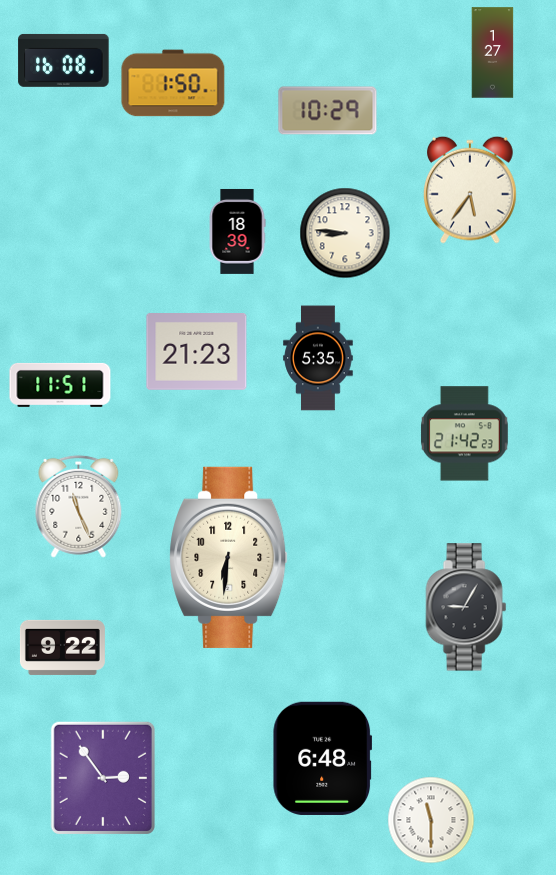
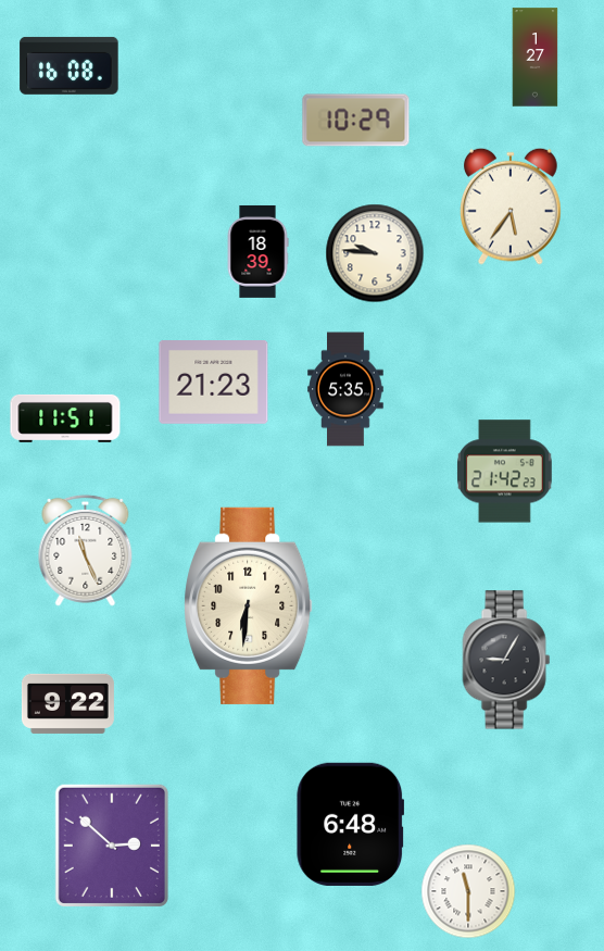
clock at (173, 83): 1:50 -> none
clock at (345, 233): 8:46 -> 9:46
clock at (103, 778): 2:54 -> 2:52
